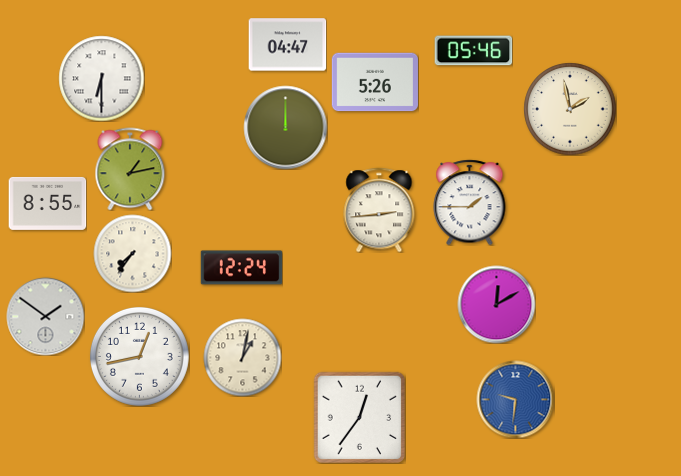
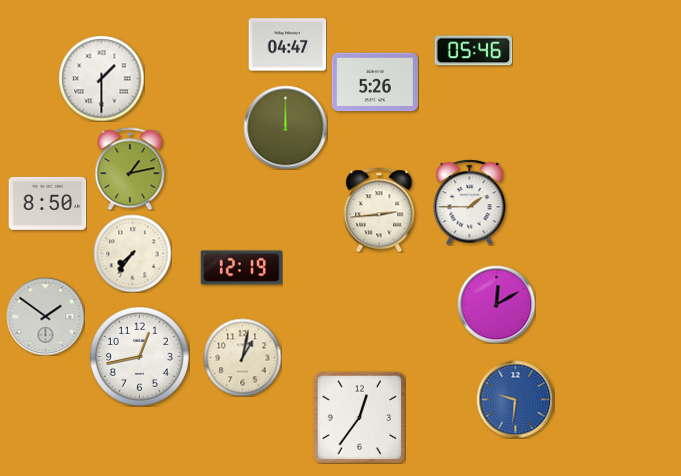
clock at (101, 78): 6:30 -> 1:30
clock at (570, 109): 1:58 -> none
clock at (47, 203): 8:55 -> 8:50
clock at (241, 268): 12:24 -> 12:19
